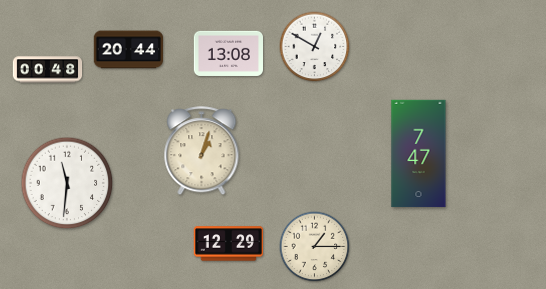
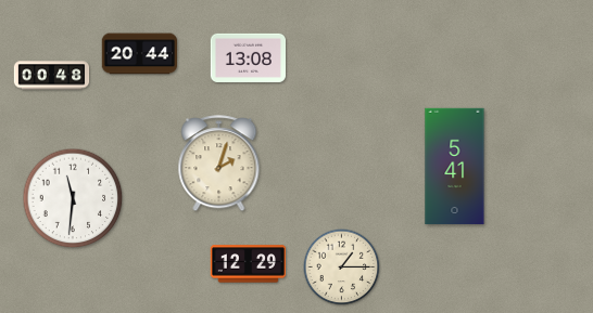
clock at (315, 47): 12:50 -> none
clock at (202, 151): 1:03 -> 2:03
clock at (419, 154): 7:47 -> 5:41
